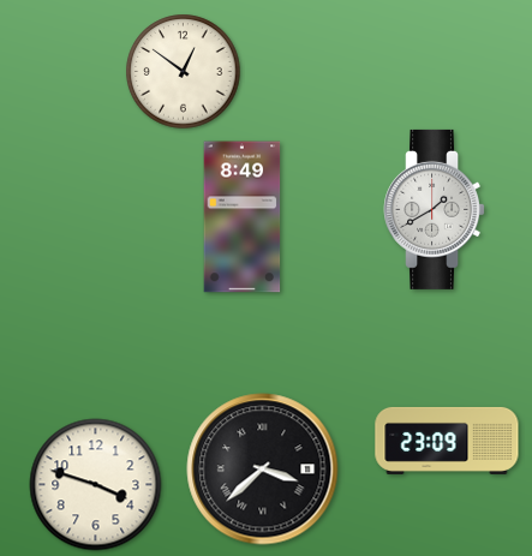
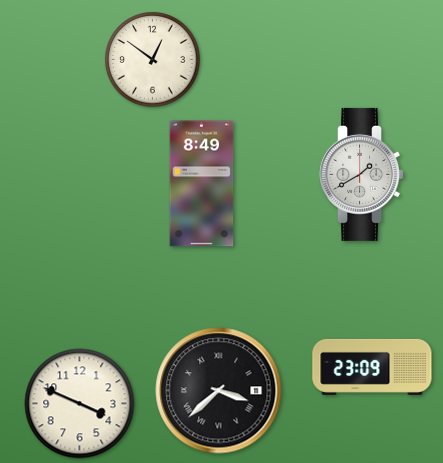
clock at (243, 217) position: (243, 217) -> (202, 184)
clock at (96, 485): 3:48 -> 3:49
